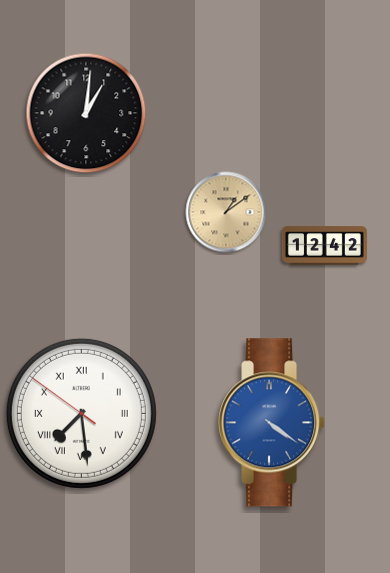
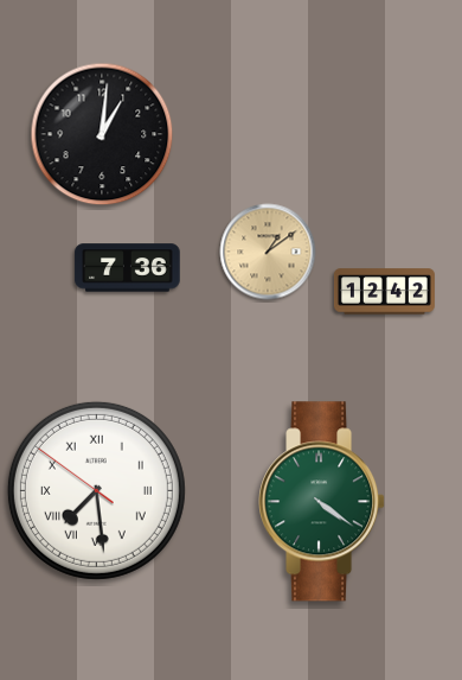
clock at (128, 268): none -> 7:36
clock at (273, 423) dial: blue -> green
